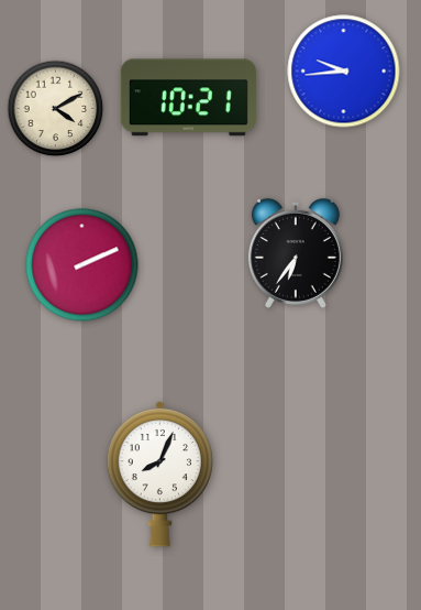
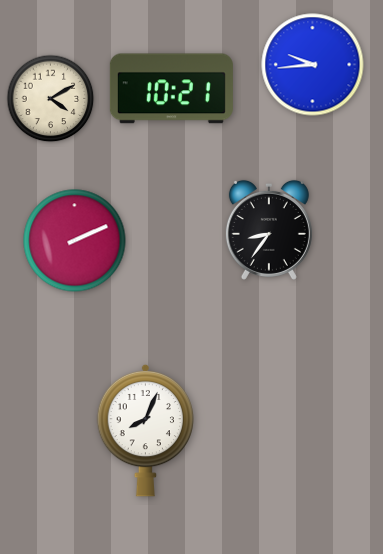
clock at (296, 253): 6:36 -> 8:36
